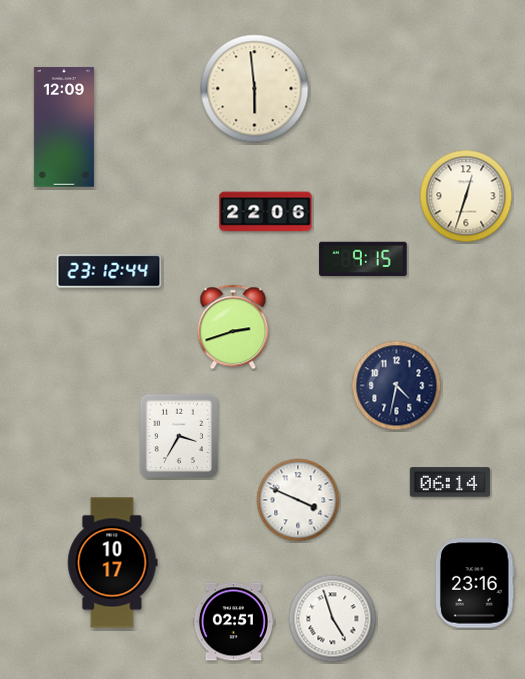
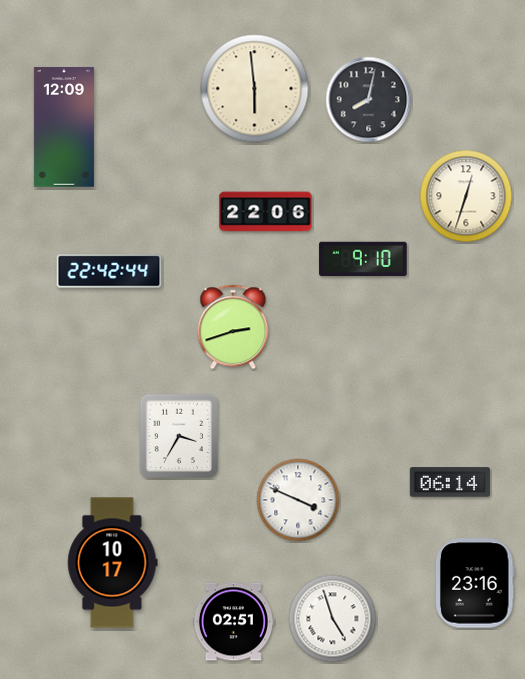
clock at (369, 100): none -> 8:02
clock at (363, 259): 9:15 -> 9:10
clock at (109, 271): 23:12 -> 22:42
clock at (397, 386): 4:32 -> none
